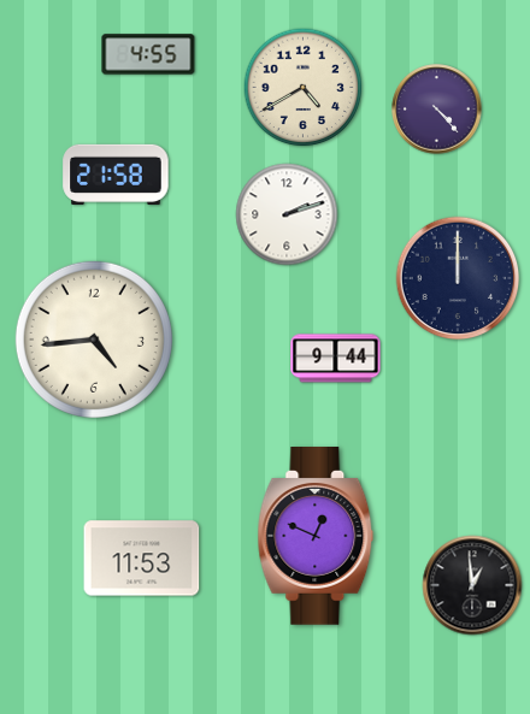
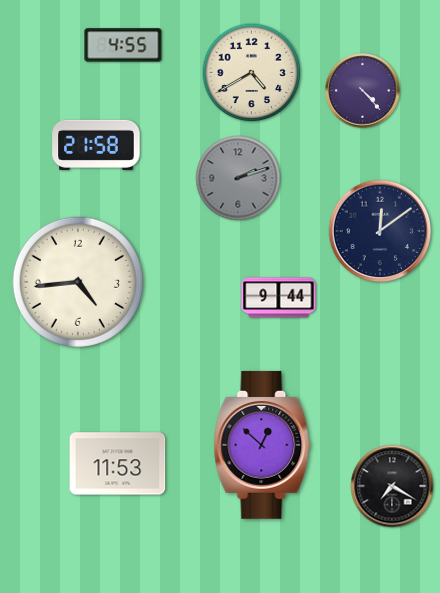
clock at (287, 214) dial: white -> grey
clock at (458, 278): 12:00 -> 12:09
clock at (316, 537): 12:49 -> 12:52
clock at (472, 585): 12:59 -> 7:20
